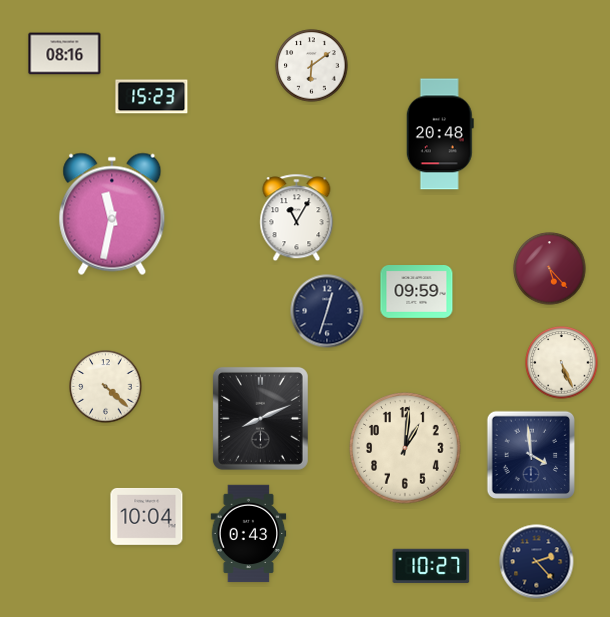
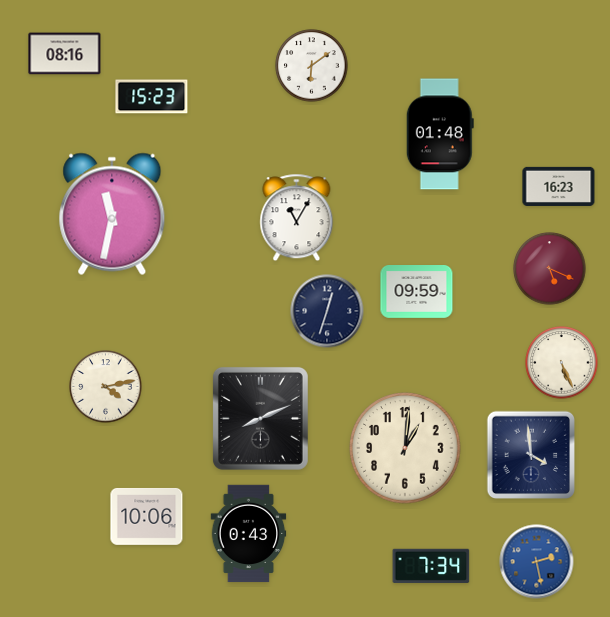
clock at (440, 134): 20:48 -> 01:48
clock at (559, 186): none -> 16:23
clock at (550, 269): 5:23 -> 5:19
clock at (106, 387): 4:22 -> 4:13
clock at (147, 516): 10:04 -> 10:06
clock at (537, 562): 2:23 -> 2:28
clock at (537, 562) dial: navy -> blue
clock at (431, 565): 10:27 -> 7:34
